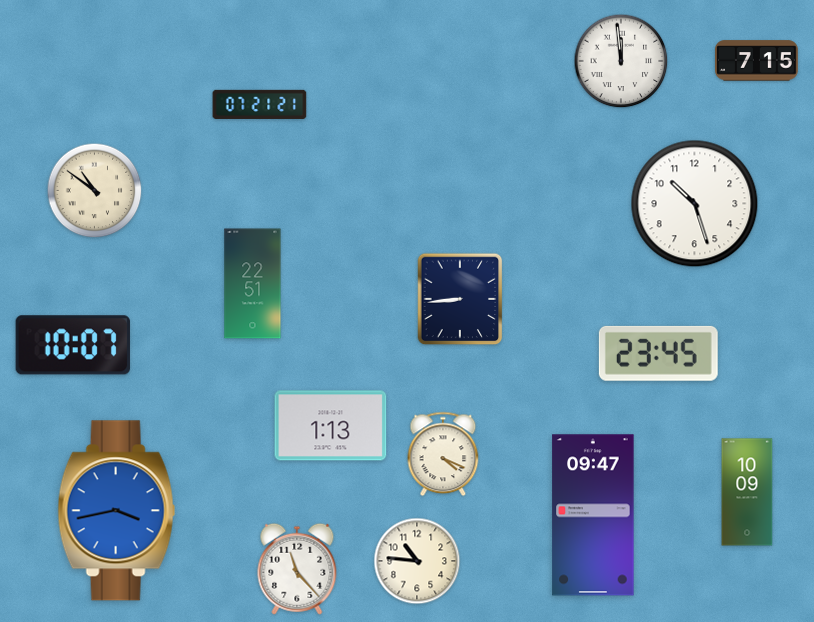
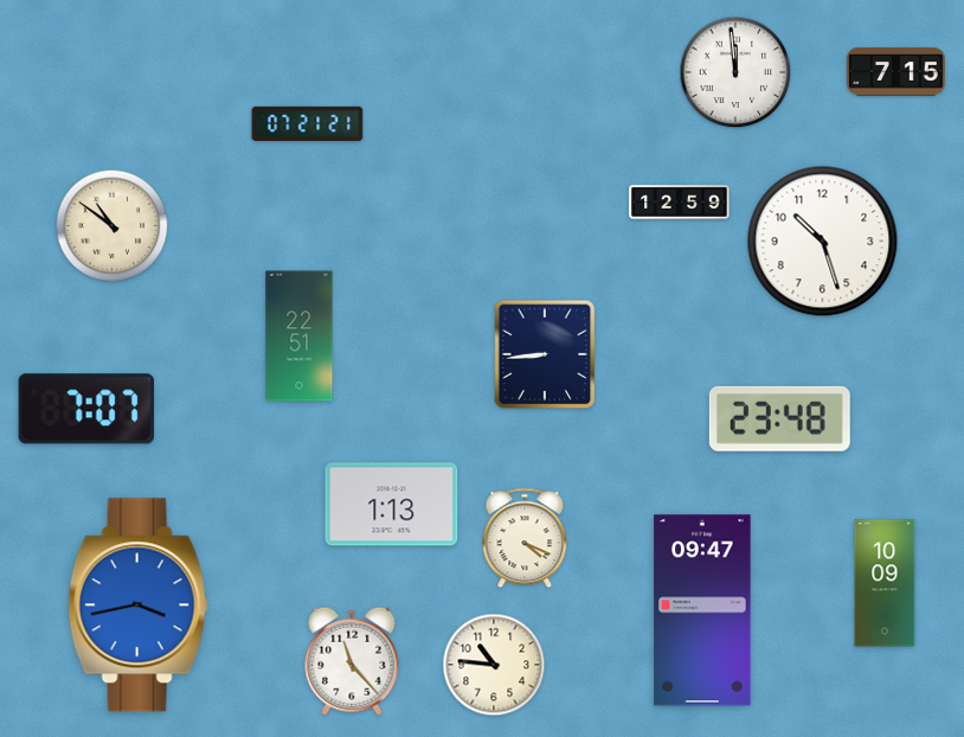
clock at (680, 203): none -> 12:59
clock at (73, 345): 10:07 -> 7:07
clock at (658, 353): 23:45 -> 23:48
clock at (297, 569) position: (297, 569) -> (352, 661)
